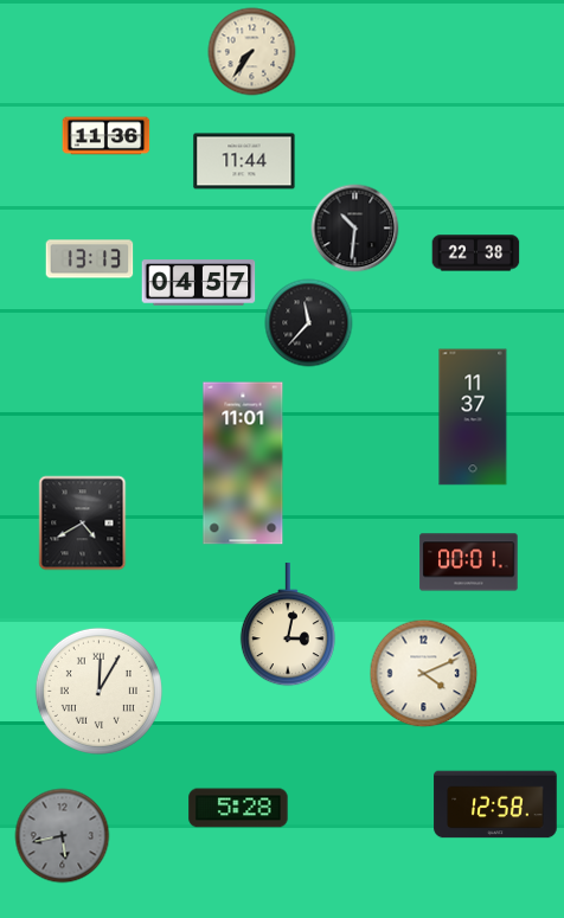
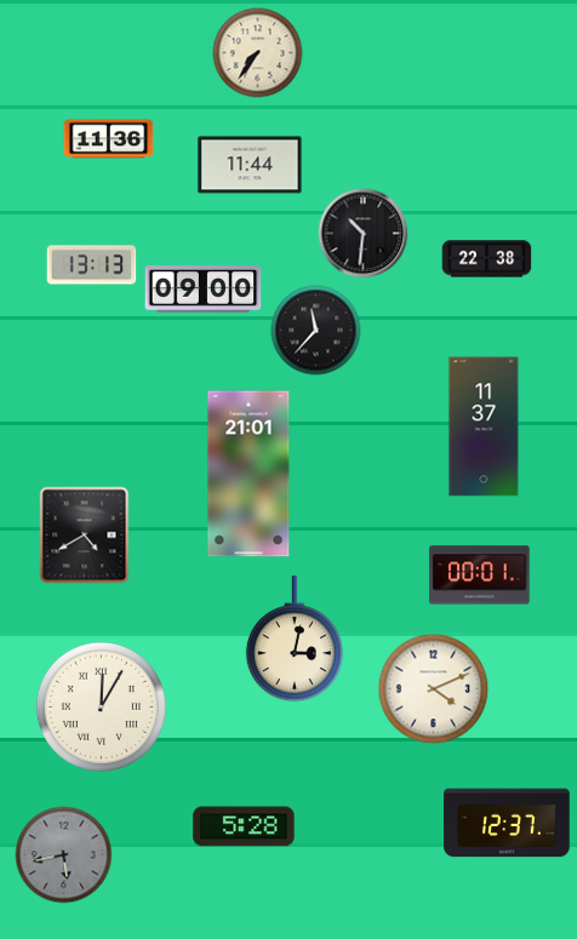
clock at (199, 283): 04:57 -> 09:00
clock at (243, 463): 11:01 -> 21:01
clock at (495, 804): 12:58 -> 12:37
